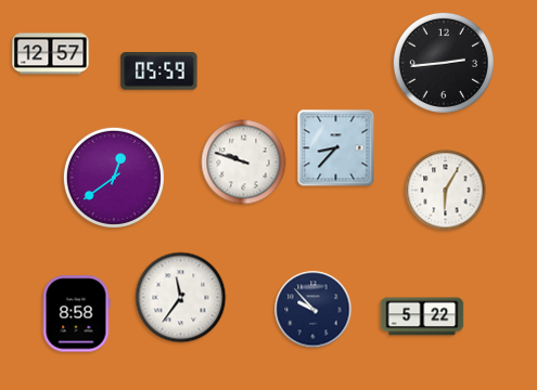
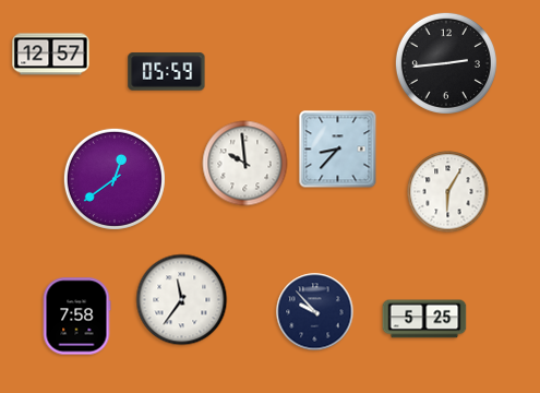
clock at (159, 71) position: (159, 71) -> (167, 72)
clock at (244, 162): 9:48 -> 9:59
clock at (76, 314): 8:58 -> 7:58
clock at (422, 316): 5:22 -> 5:25
